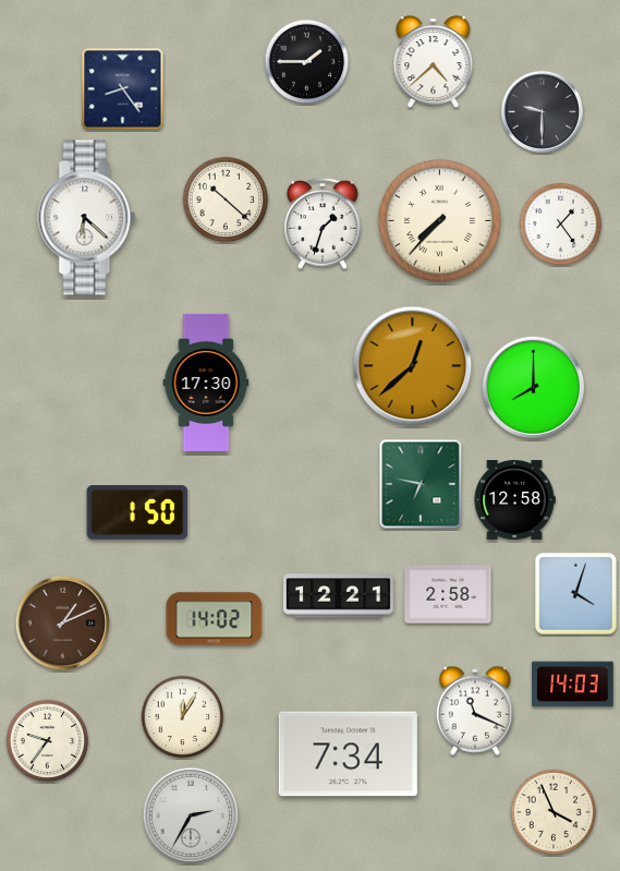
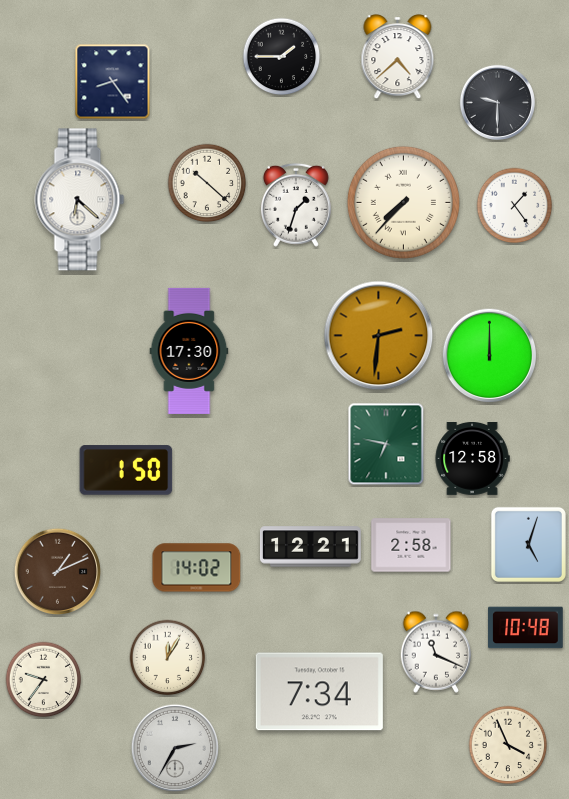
clock at (413, 366): 12:38 -> 2:31
clock at (534, 388): 8:00 -> 12:00
clock at (575, 593): 4:03 -> 5:03
clock at (573, 685): 14:03 -> 10:48
